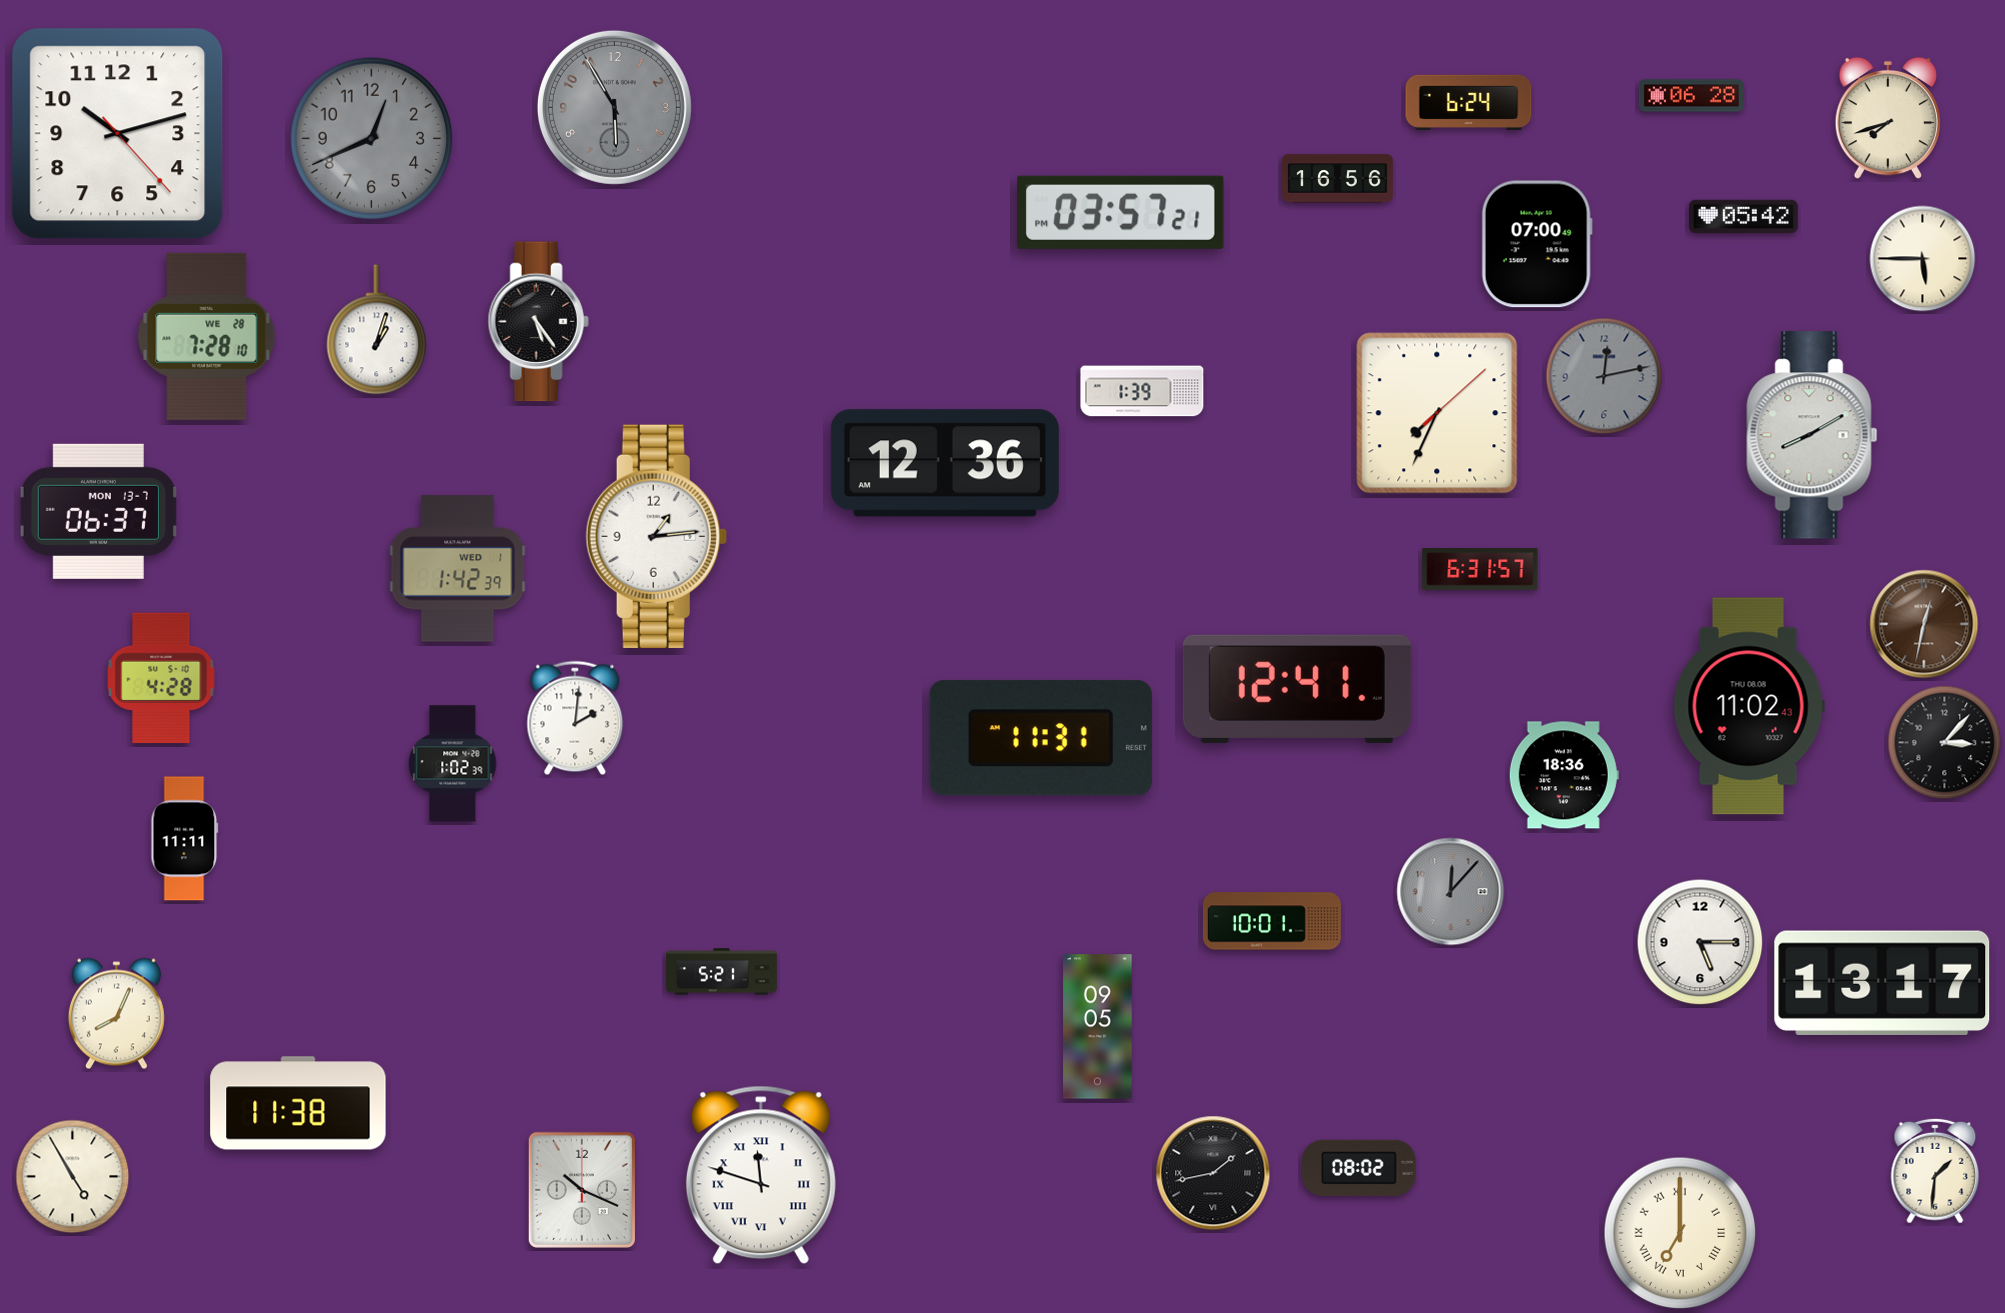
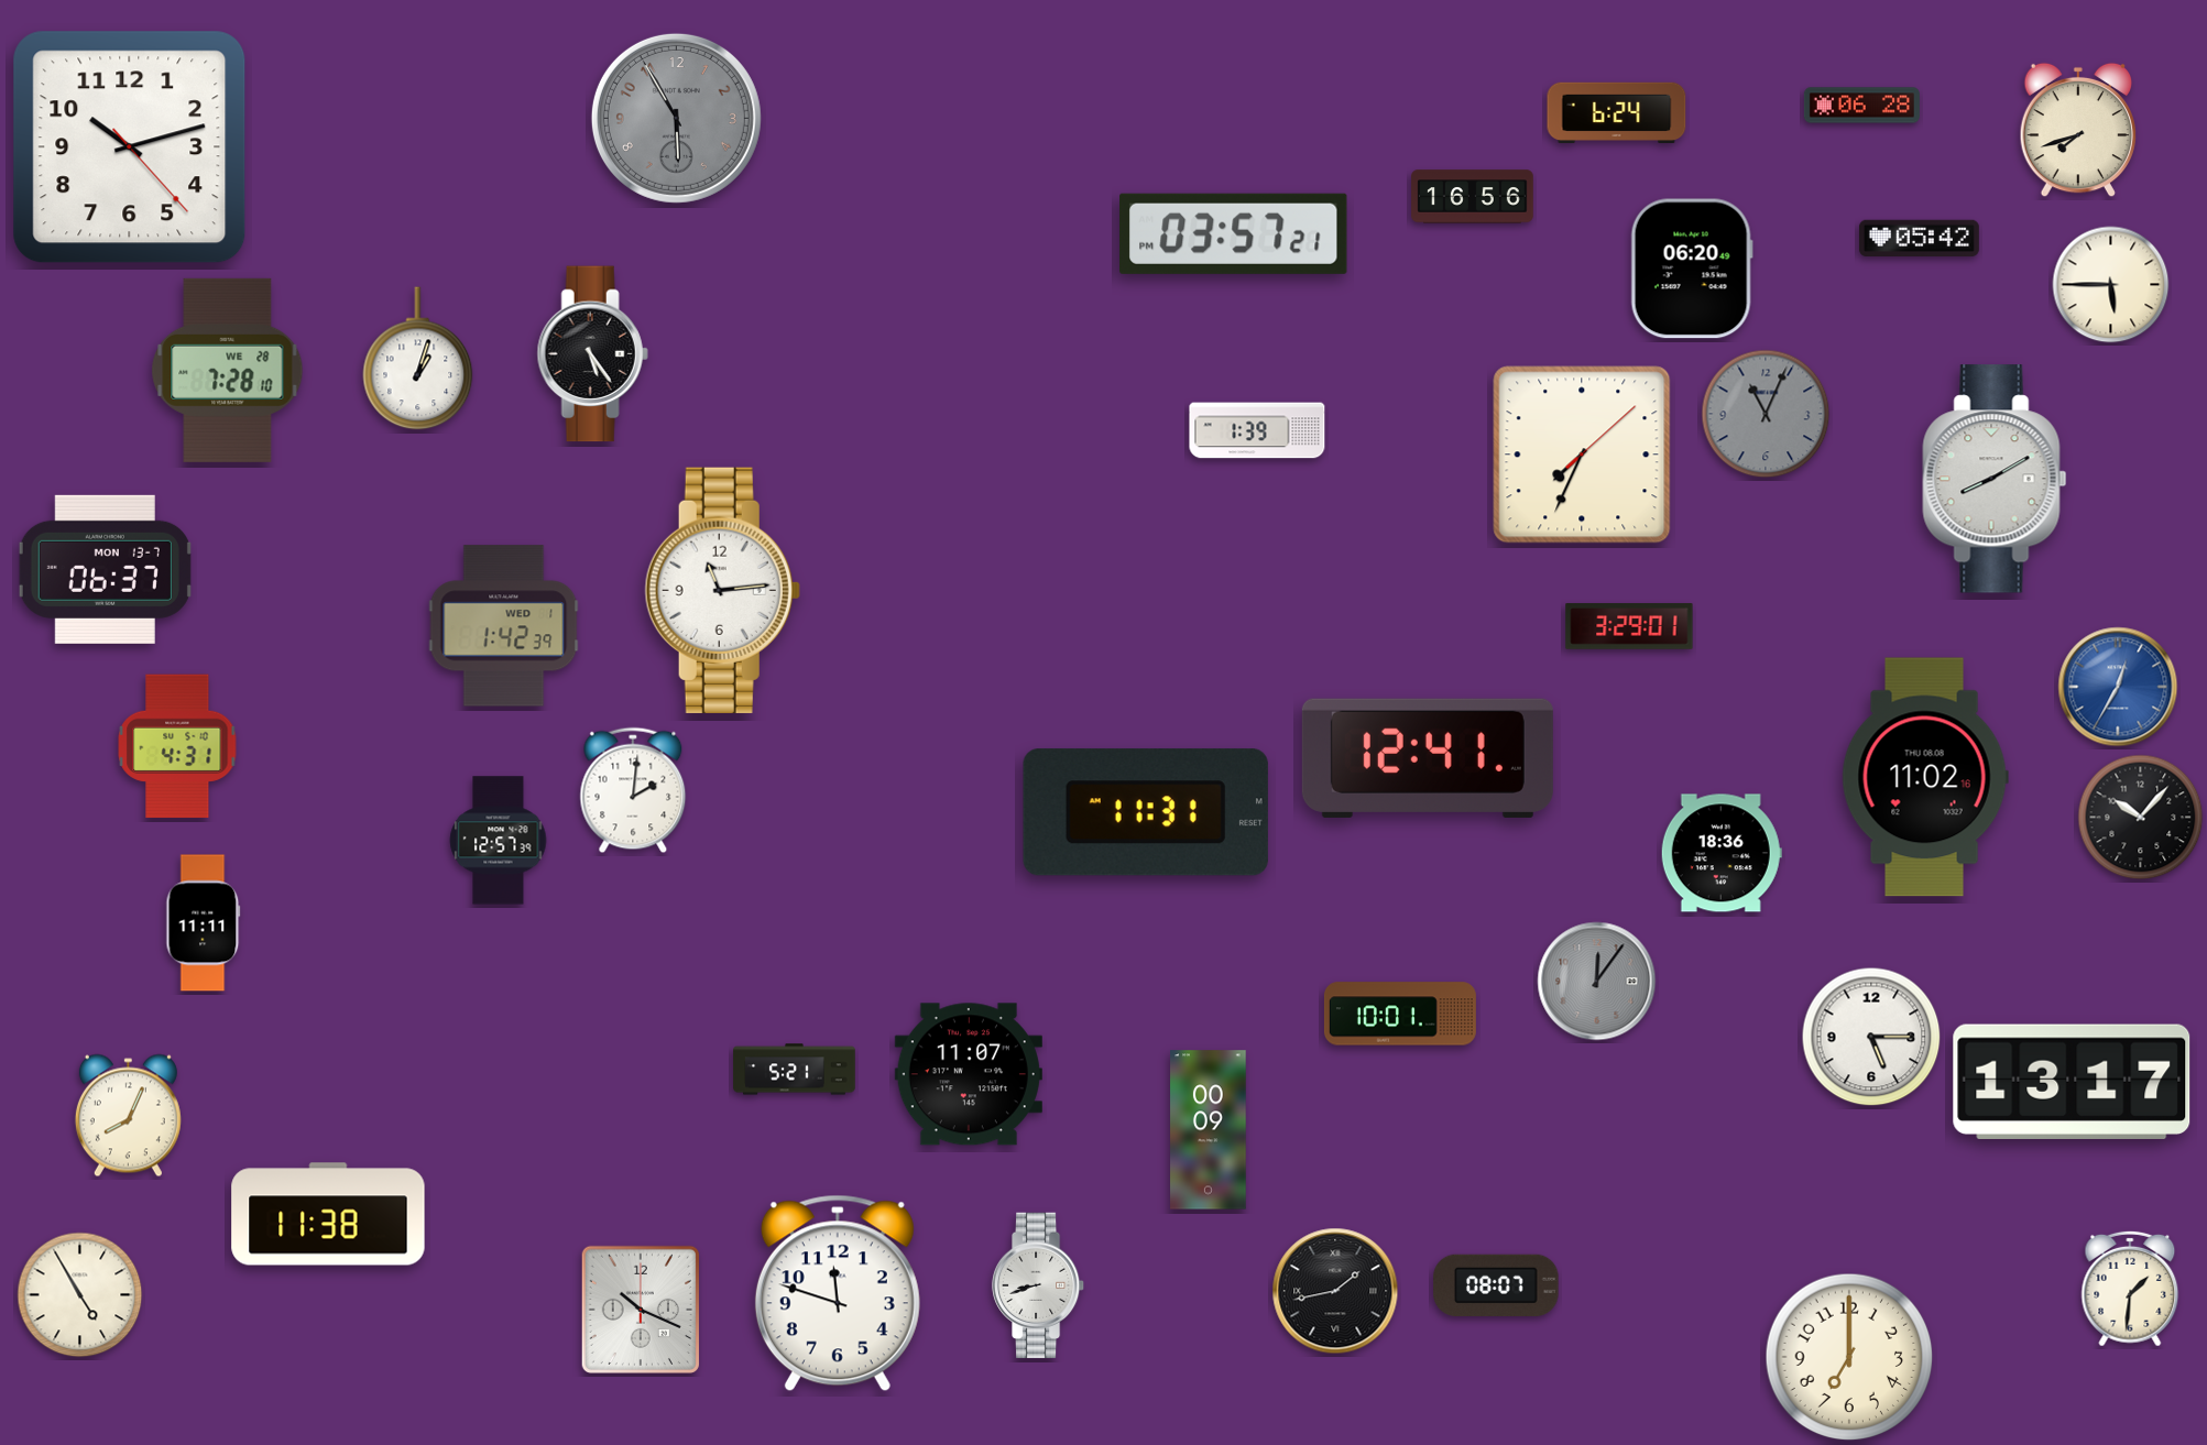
clock at (372, 139): 12:41 -> none
clock at (1537, 244): 07:00 -> 06:20
clock at (1923, 259) position: (1923, 259) -> (2111, 285)
clock at (377, 330) position: (377, 330) -> (418, 359)
clock at (1604, 376): 12:13 -> 11:04
clock at (945, 463): 12:36 -> none
clock at (98, 511) position: (98, 511) -> (105, 569)
clock at (656, 536): 1:14 -> 11:14
clock at (1480, 569): 6:31 -> 3:29
clock at (1924, 624): 12:32 -> 12:35
clock at (1924, 624) dial: brown -> blue
clock at (161, 678): 4:28 -> 4:31
clock at (1749, 706): 11:02:43 -> 11:02:16
clock at (1945, 743): 3:07 -> 10:07
clock at (453, 764): 1:02 -> 12:57
clock at (1451, 892): 12:07 -> 12:06
clock at (969, 1074): none -> 11:07
clock at (1098, 1027): 09:05 -> 00:09
clock at (1038, 1285): none -> 8:42
clock at (1359, 1168): 08:02 -> 08:07
clock at (761, 1175) numerals: Roman -> Arabic
clock at (1680, 1233) numerals: Roman -> Arabic
